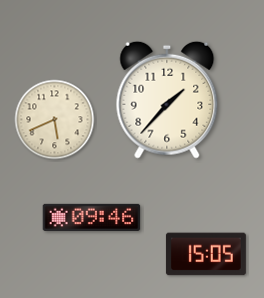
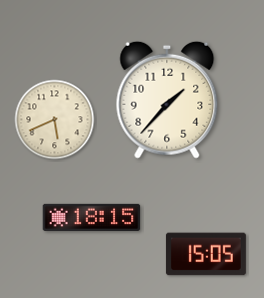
clock at (92, 217): 09:46 -> 18:15
